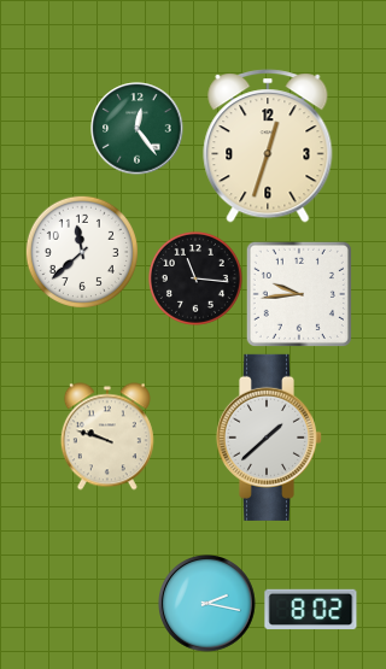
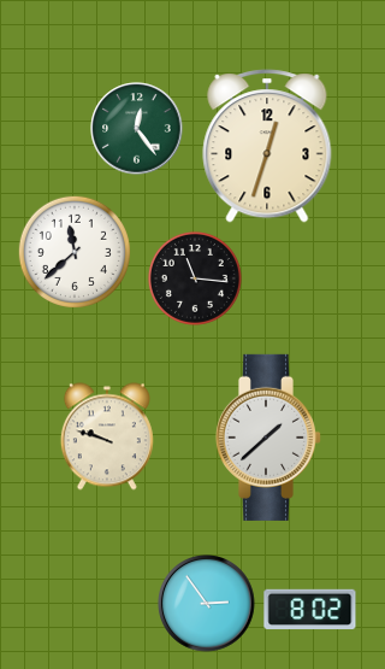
clock at (82, 252) position: (82, 252) -> (75, 252)
clock at (299, 294): 9:44 -> none
clock at (207, 604): 2:17 -> 2:54
